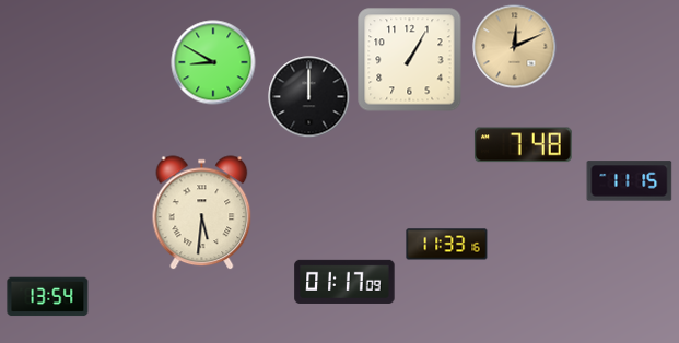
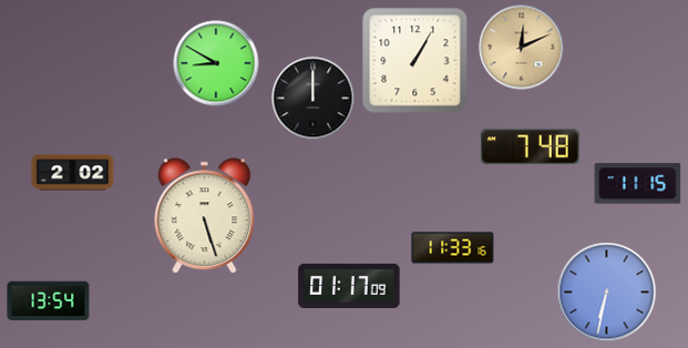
clock at (73, 173): none -> 2:02
clock at (202, 213): 5:31 -> 5:27
clock at (607, 293): none -> 6:32
